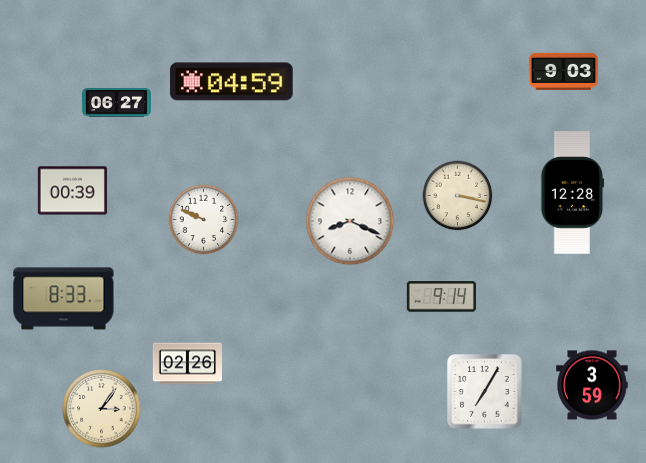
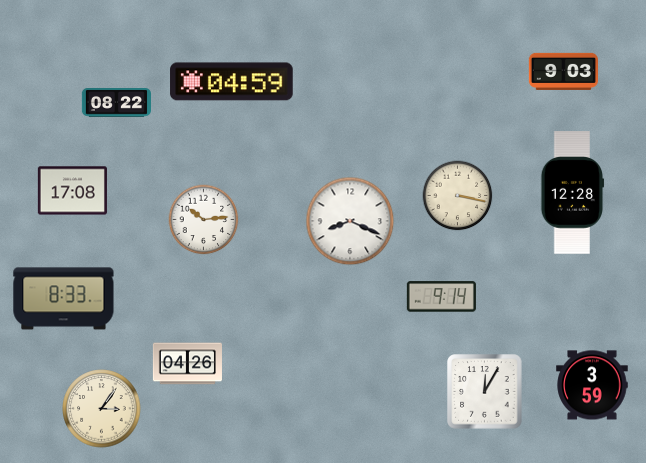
clock at (116, 103): 06:27 -> 08:22
clock at (72, 191): 00:39 -> 17:08
clock at (204, 220): 9:49 -> 10:14
clock at (187, 364): 02:26 -> 04:26
clock at (485, 392): 7:05 -> 12:05
